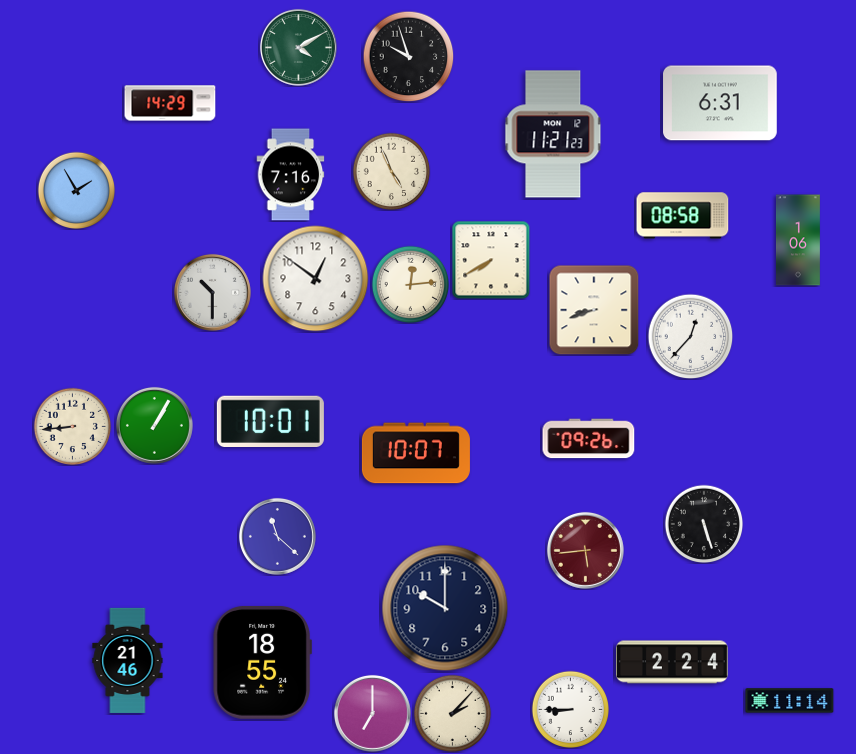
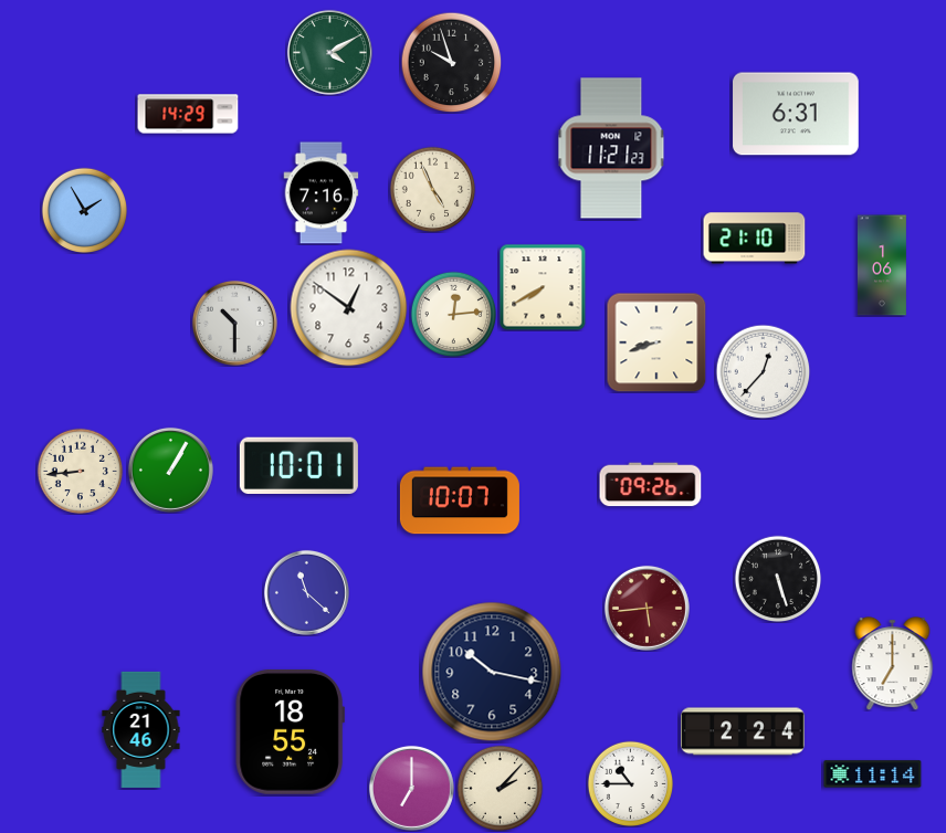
clock at (683, 216): 08:58 -> 21:10
clock at (893, 664): none -> 7:00
clock at (445, 608): 10:00 -> 10:17
clock at (570, 709): 8:45 -> 10:45
